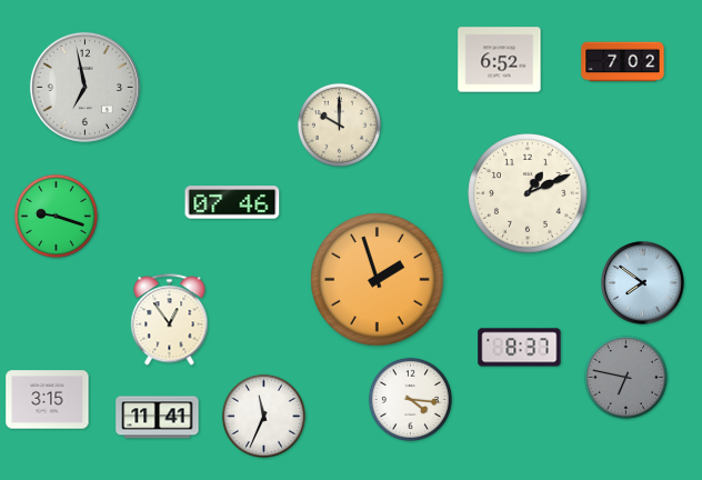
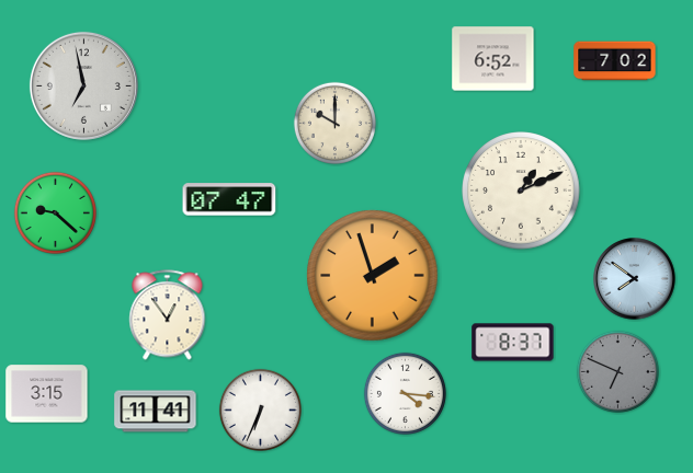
clock at (232, 202): 07:46 -> 07:47
clock at (56, 216): 9:18 -> 9:22
clock at (625, 377): 6:47 -> 6:49
clock at (263, 416): 11:34 -> 6:34
